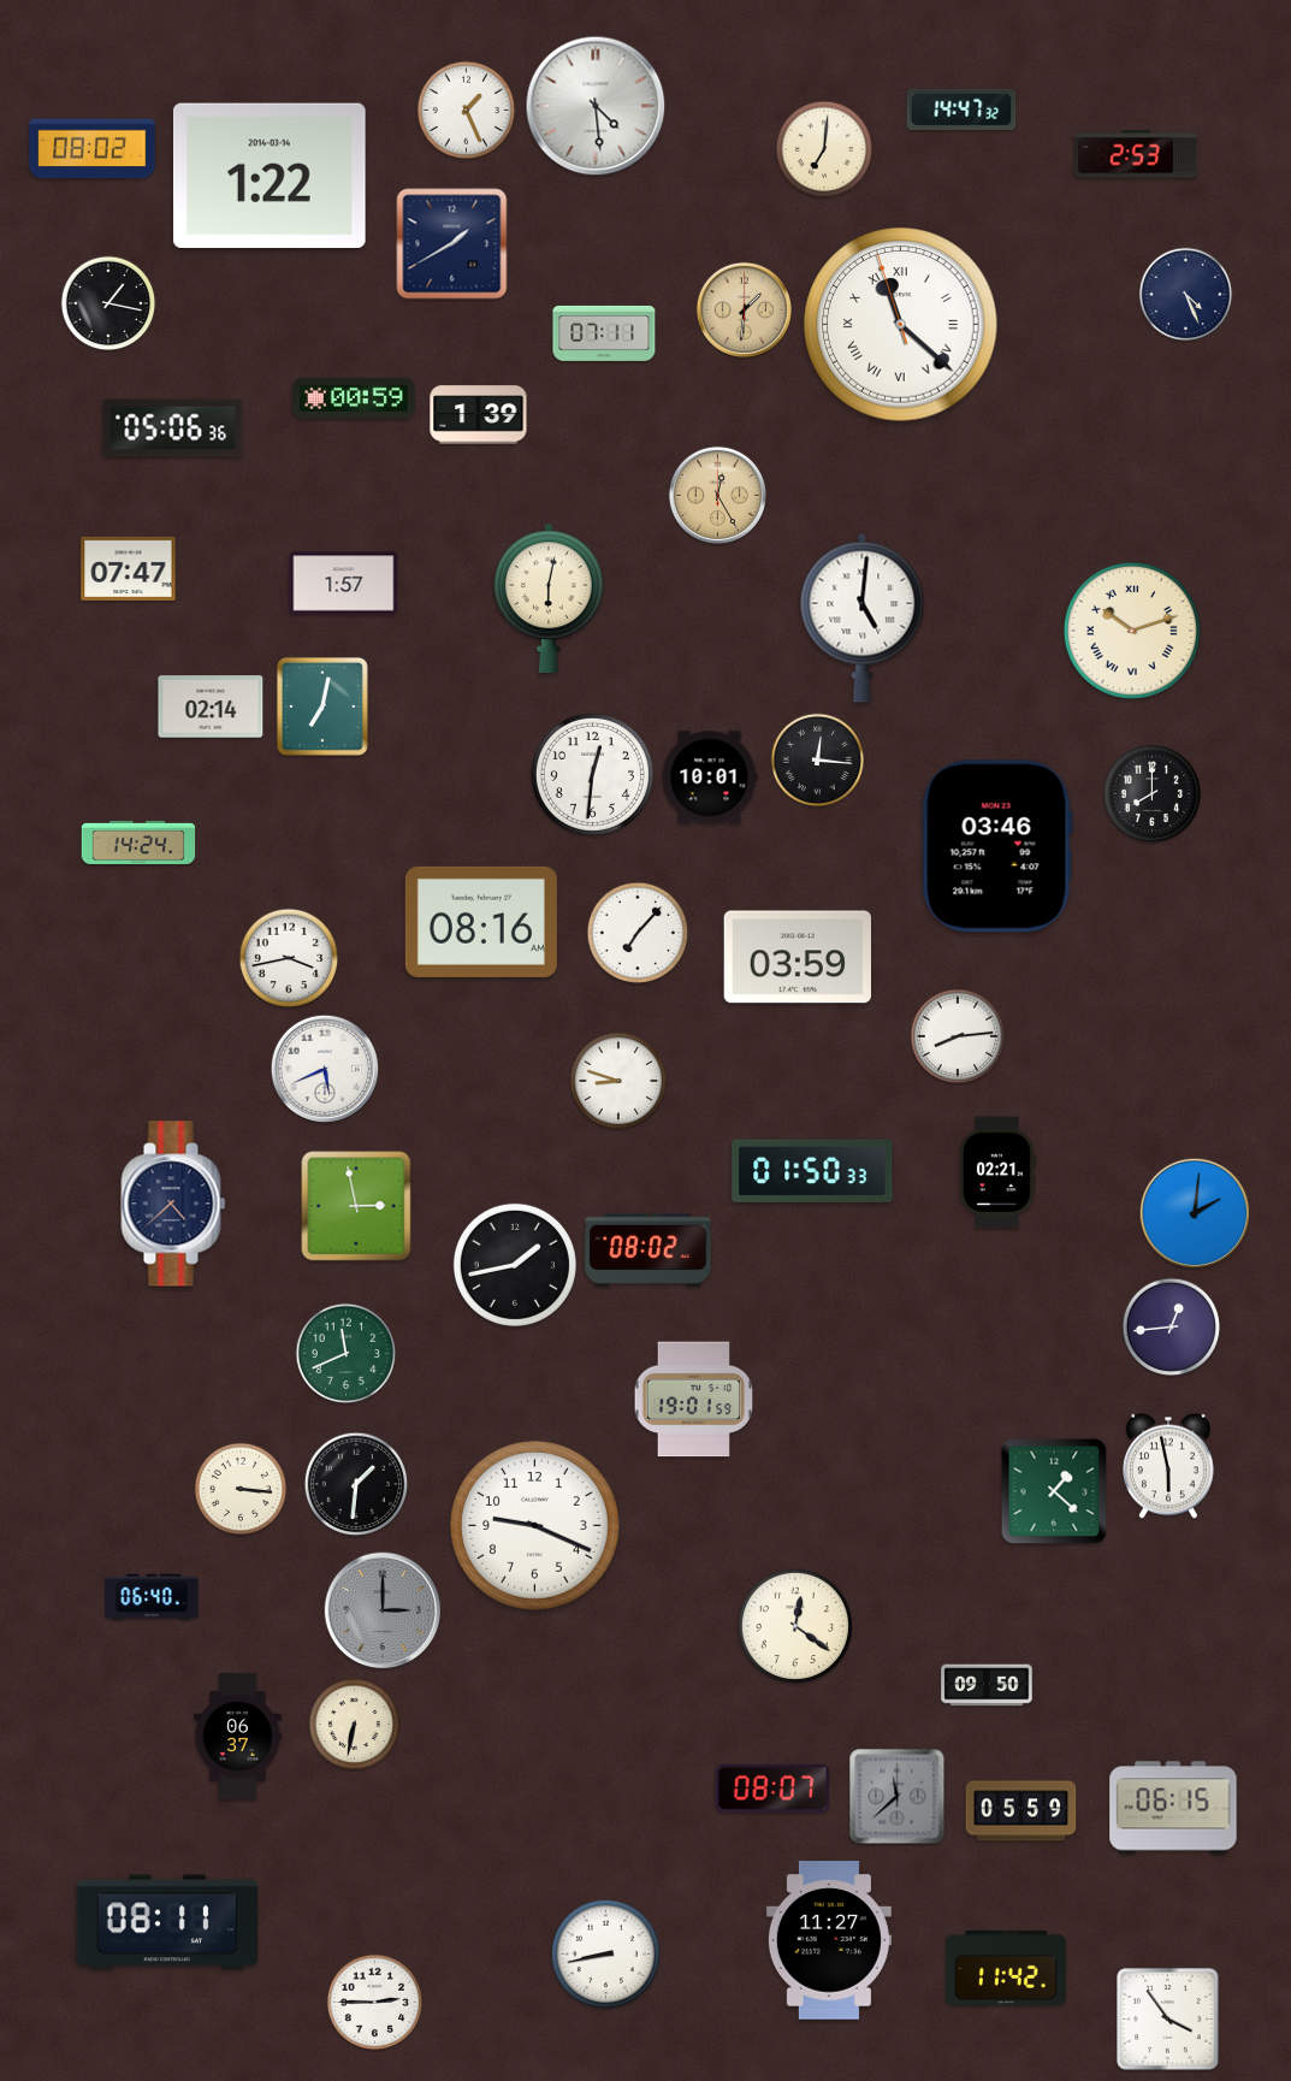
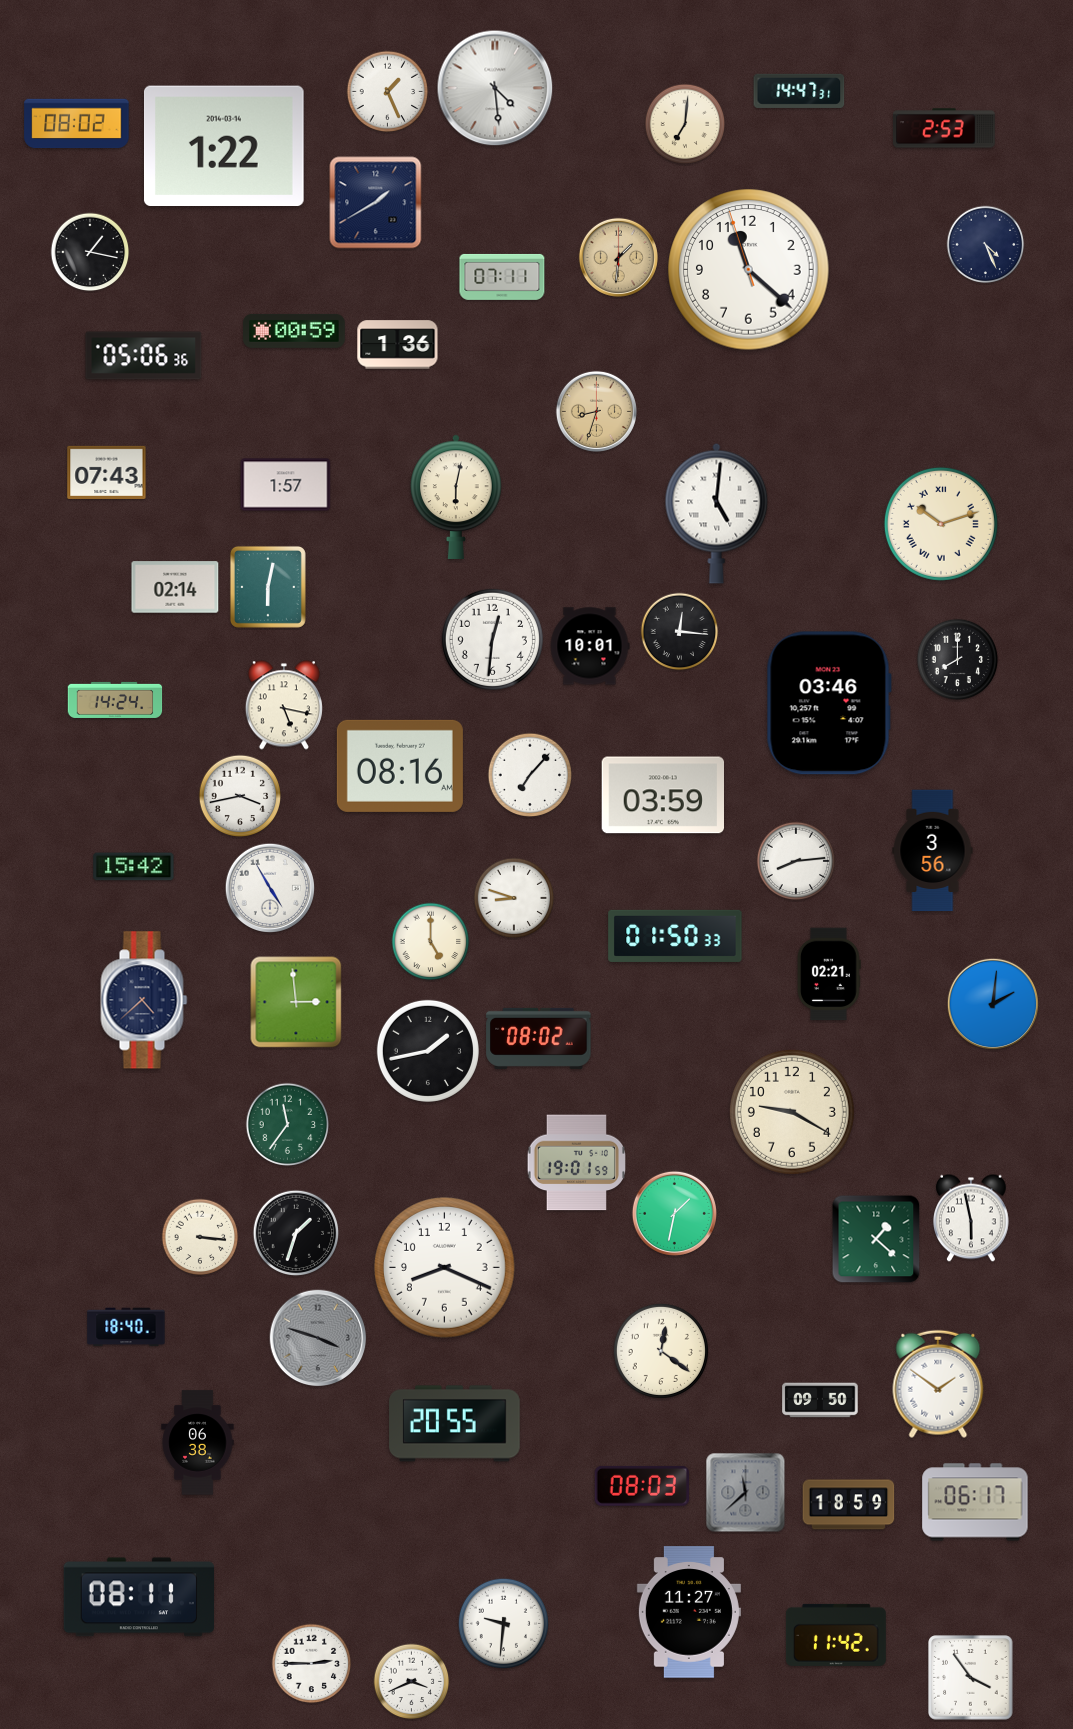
clock at (961, 110): 14:47:32 -> 14:47:31
clock at (901, 325) numerals: Roman -> Arabic
clock at (479, 415): 1:39 -> 1:36
clock at (717, 495): 12:25 -> 8:33
clock at (129, 568): 07:47 -> 07:43
clock at (322, 707): 7:02 -> 6:02
clock at (592, 774) position: (592, 774) -> (492, 639)
clock at (284, 705): none -> 5:17
clock at (933, 851): none -> 3:56
clock at (134, 867): none -> 15:42
clock at (324, 1068): 5:41 -> 4:55
clock at (431, 942): none -> 5:00
clock at (812, 1171) position: (812, 1171) -> (675, 936)
clock at (356, 1206): 2:58 -> 2:59
clock at (1194, 1212) position: (1194, 1212) -> (992, 1003)
clock at (1172, 1328): 12:44 -> none
clock at (792, 1112): none -> 9:20
clock at (347, 1354): 11:41 -> 11:36
clock at (674, 1213): none -> 1:32
clock at (356, 1484): 1:31 -> 1:33
clock at (534, 1525): 9:19 -> 8:19
clock at (152, 1597): 06:40 -> 18:40
clock at (383, 1610): 3:00 -> 3:48
clock at (938, 1384): none -> 1:51
clock at (455, 1424): none -> 20:55
clock at (355, 1725): 6:32 -> none
clock at (238, 1737): 06:37 -> 06:38
clock at (771, 1789): 08:07 -> 08:03
clock at (1173, 1808): 06:15 -> 06:17
clock at (1021, 1811): 05:59 -> 18:59
clock at (605, 1953): 8:43 -> 9:31
clock at (412, 1682): none -> 3:41
